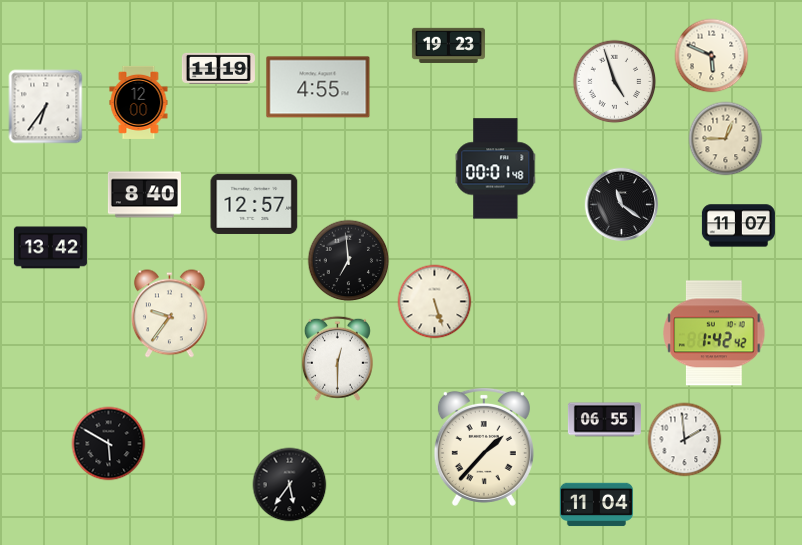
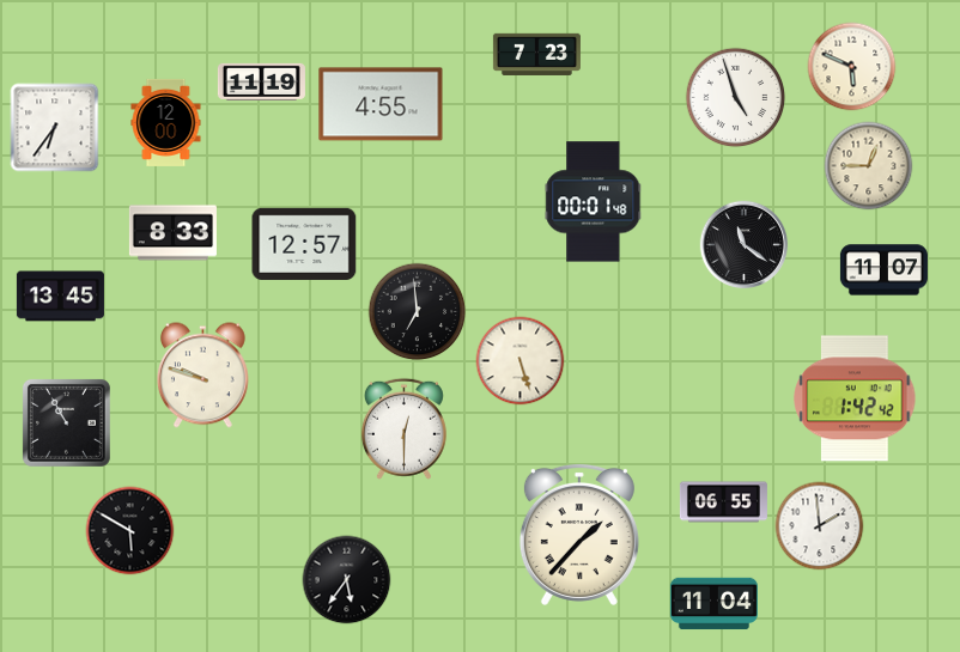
clock at (448, 45): 19:23 -> 7:23
clock at (144, 195): 8:40 -> 8:33
clock at (50, 248): 13:42 -> 13:45
clock at (169, 314): 9:36 -> 9:48
clock at (66, 422): none -> 10:55
